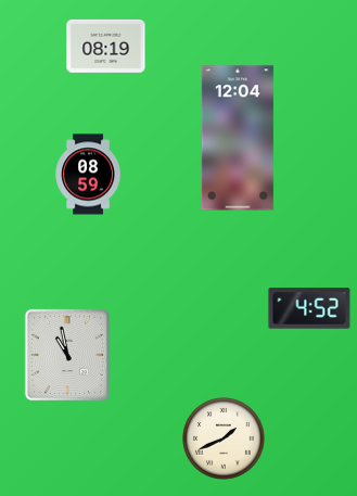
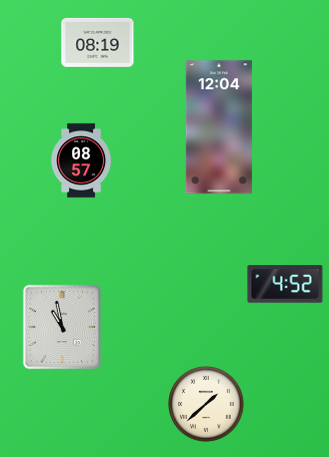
clock at (88, 175): 08:59 -> 08:57
clock at (224, 438): 1:41 -> 1:38
